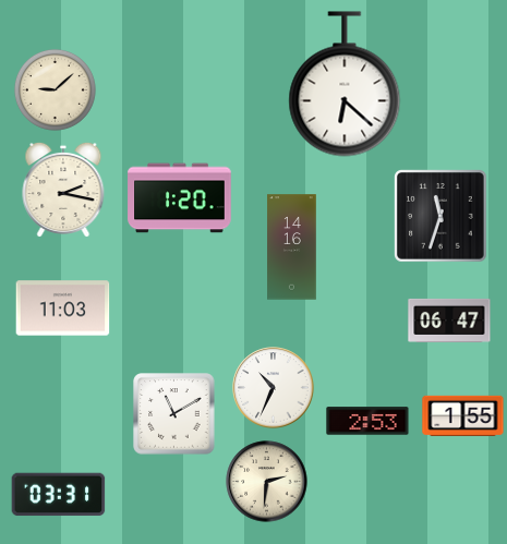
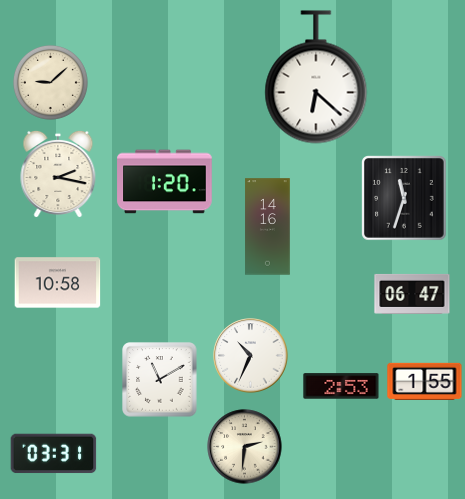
clock at (63, 309): 11:03 -> 10:58
clock at (367, 421) position: (367, 421) -> (341, 386)
clock at (267, 482) position: (267, 482) -> (245, 447)
